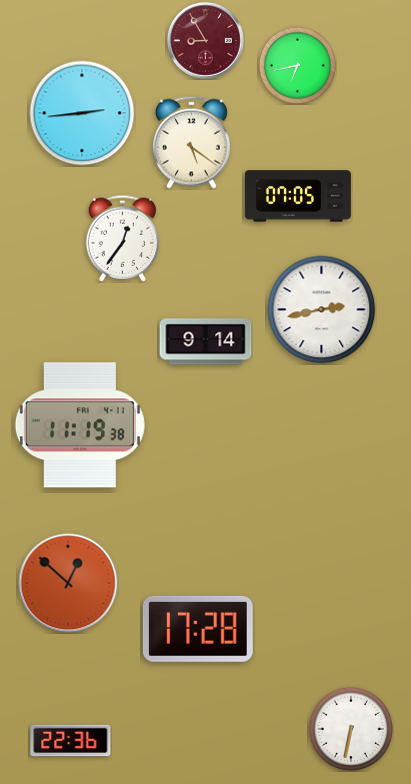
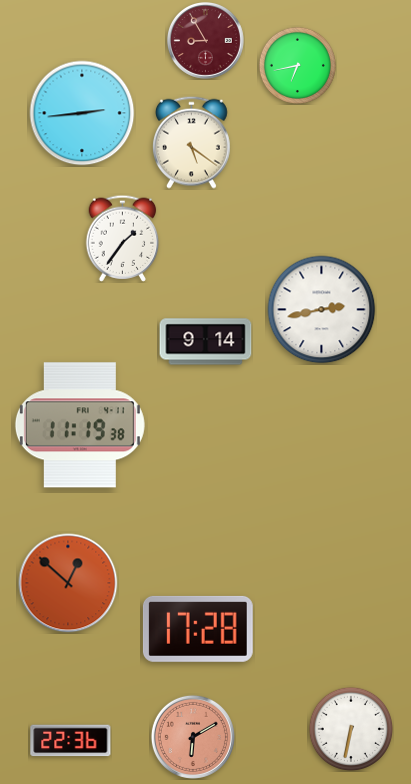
clock at (298, 196): 07:05 -> none
clock at (123, 238): 12:36 -> 1:36
clock at (193, 737): none -> 6:10
